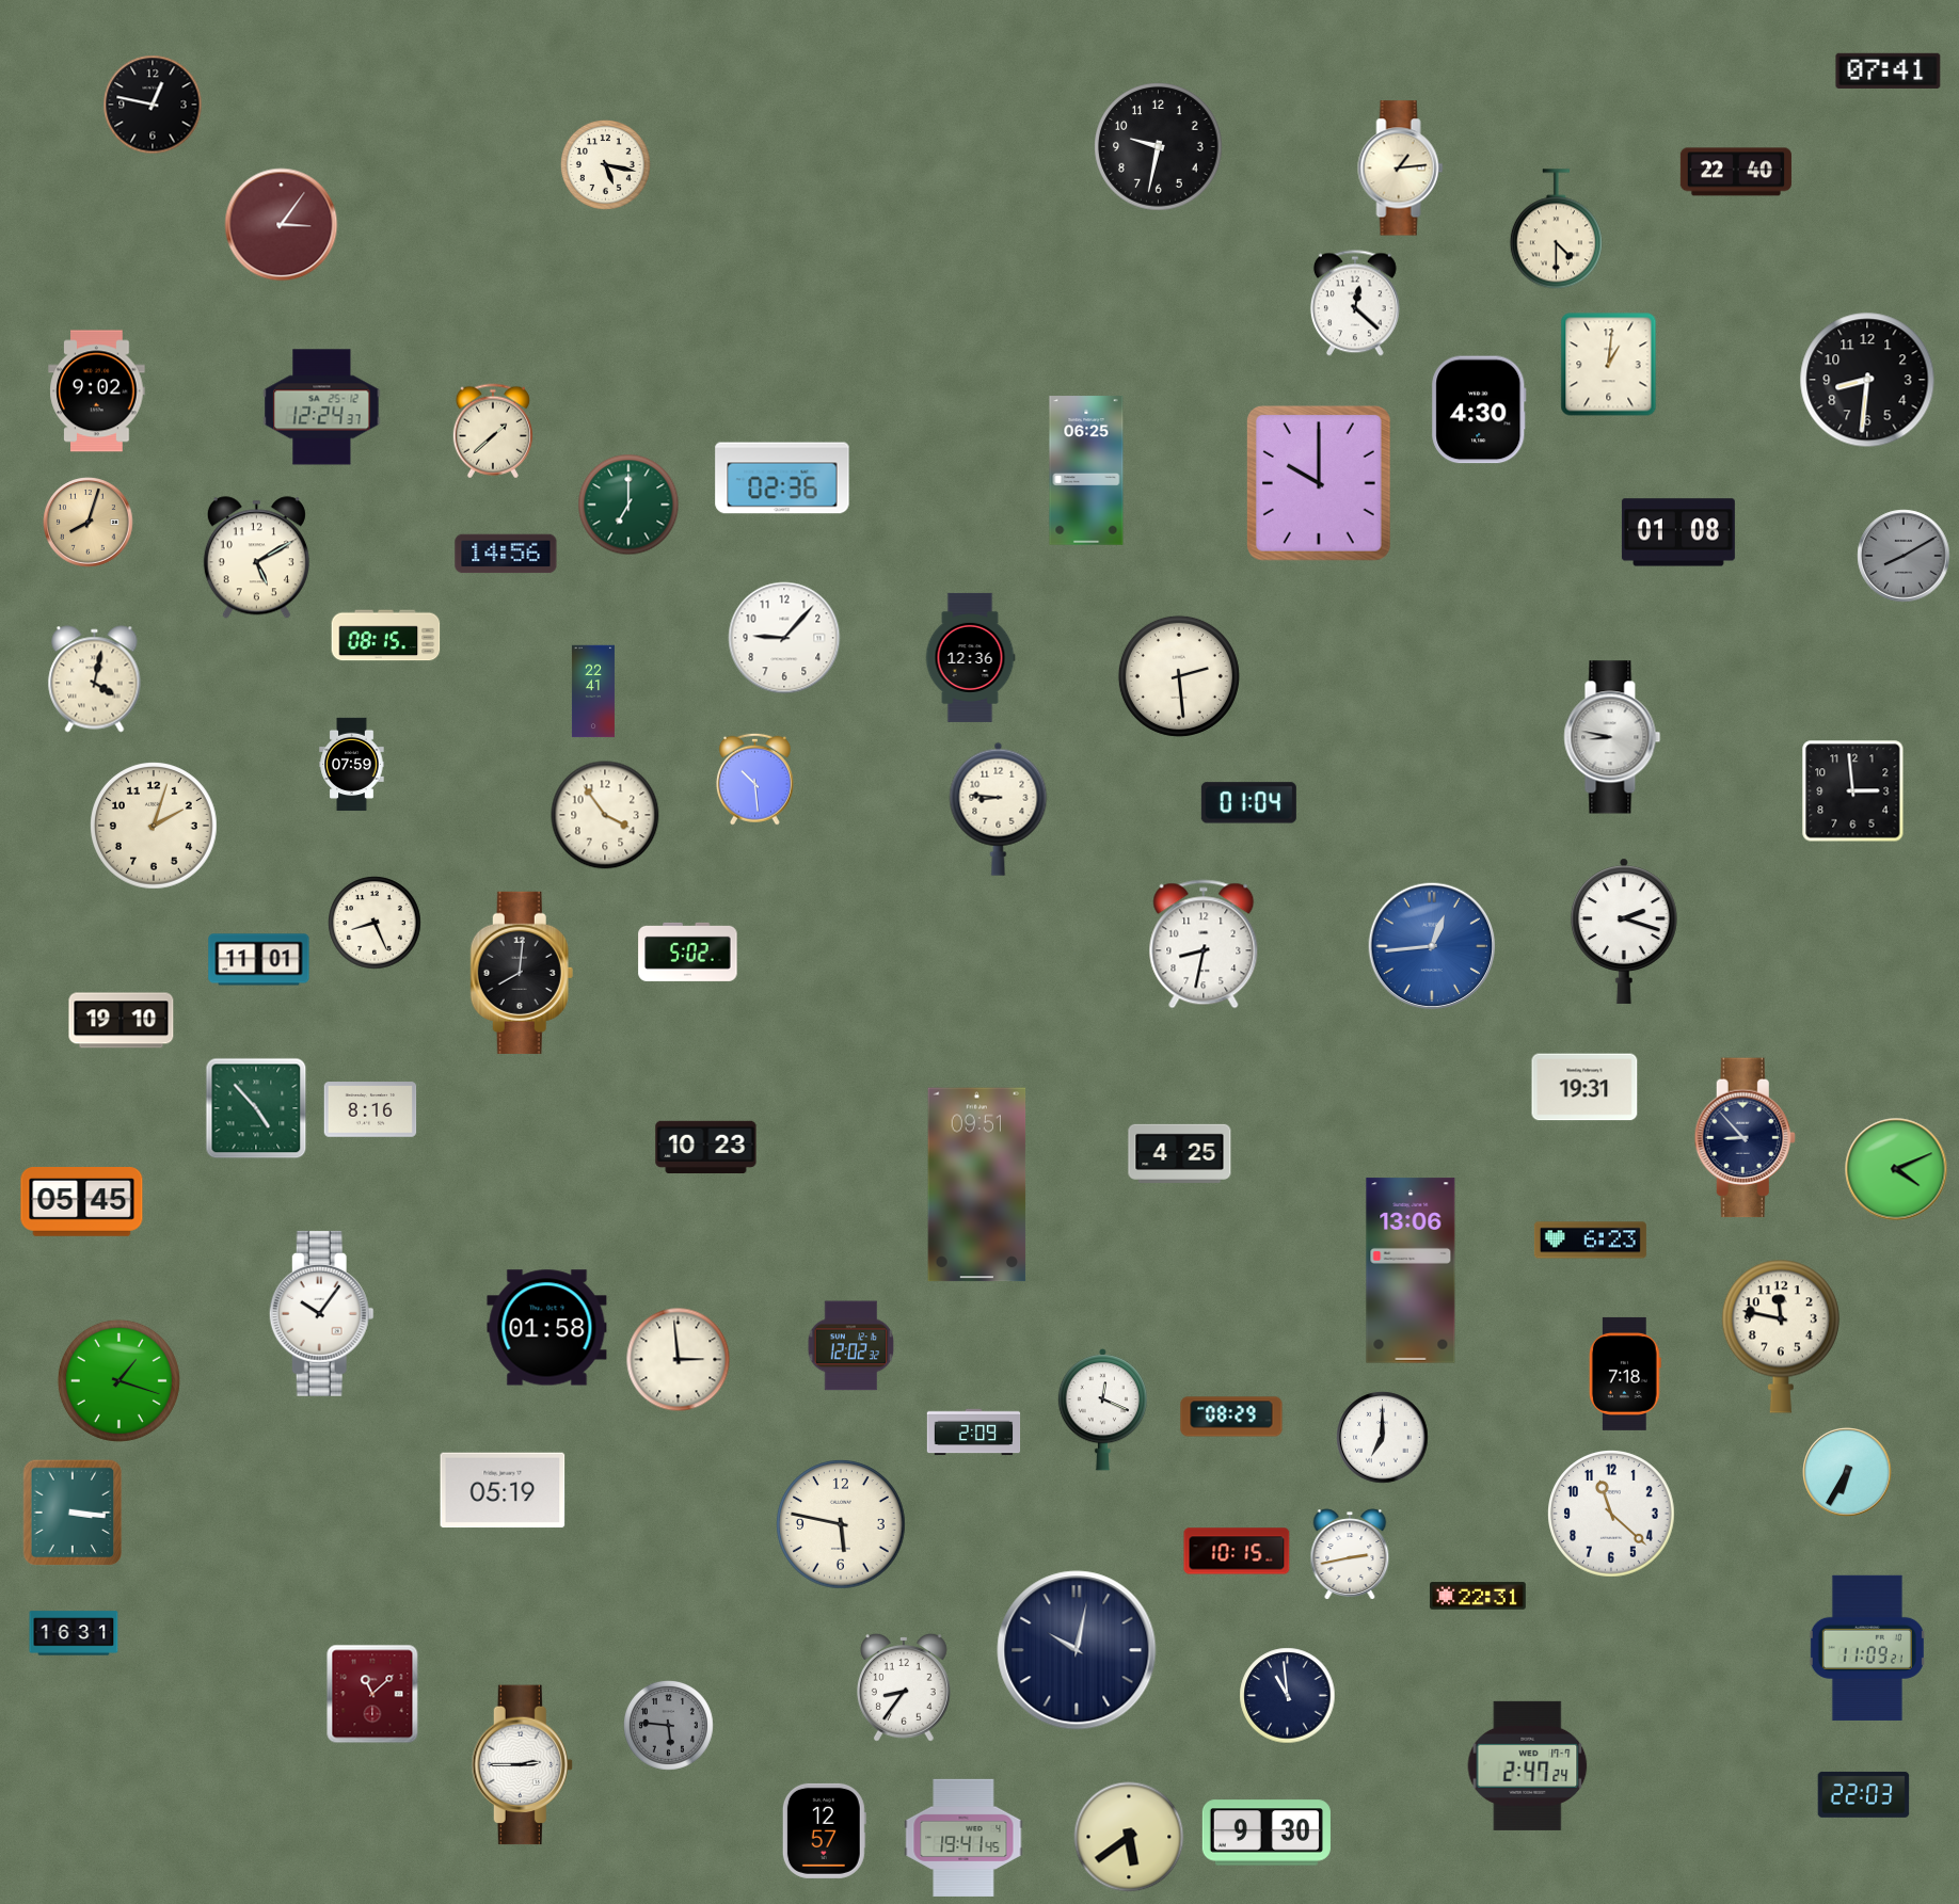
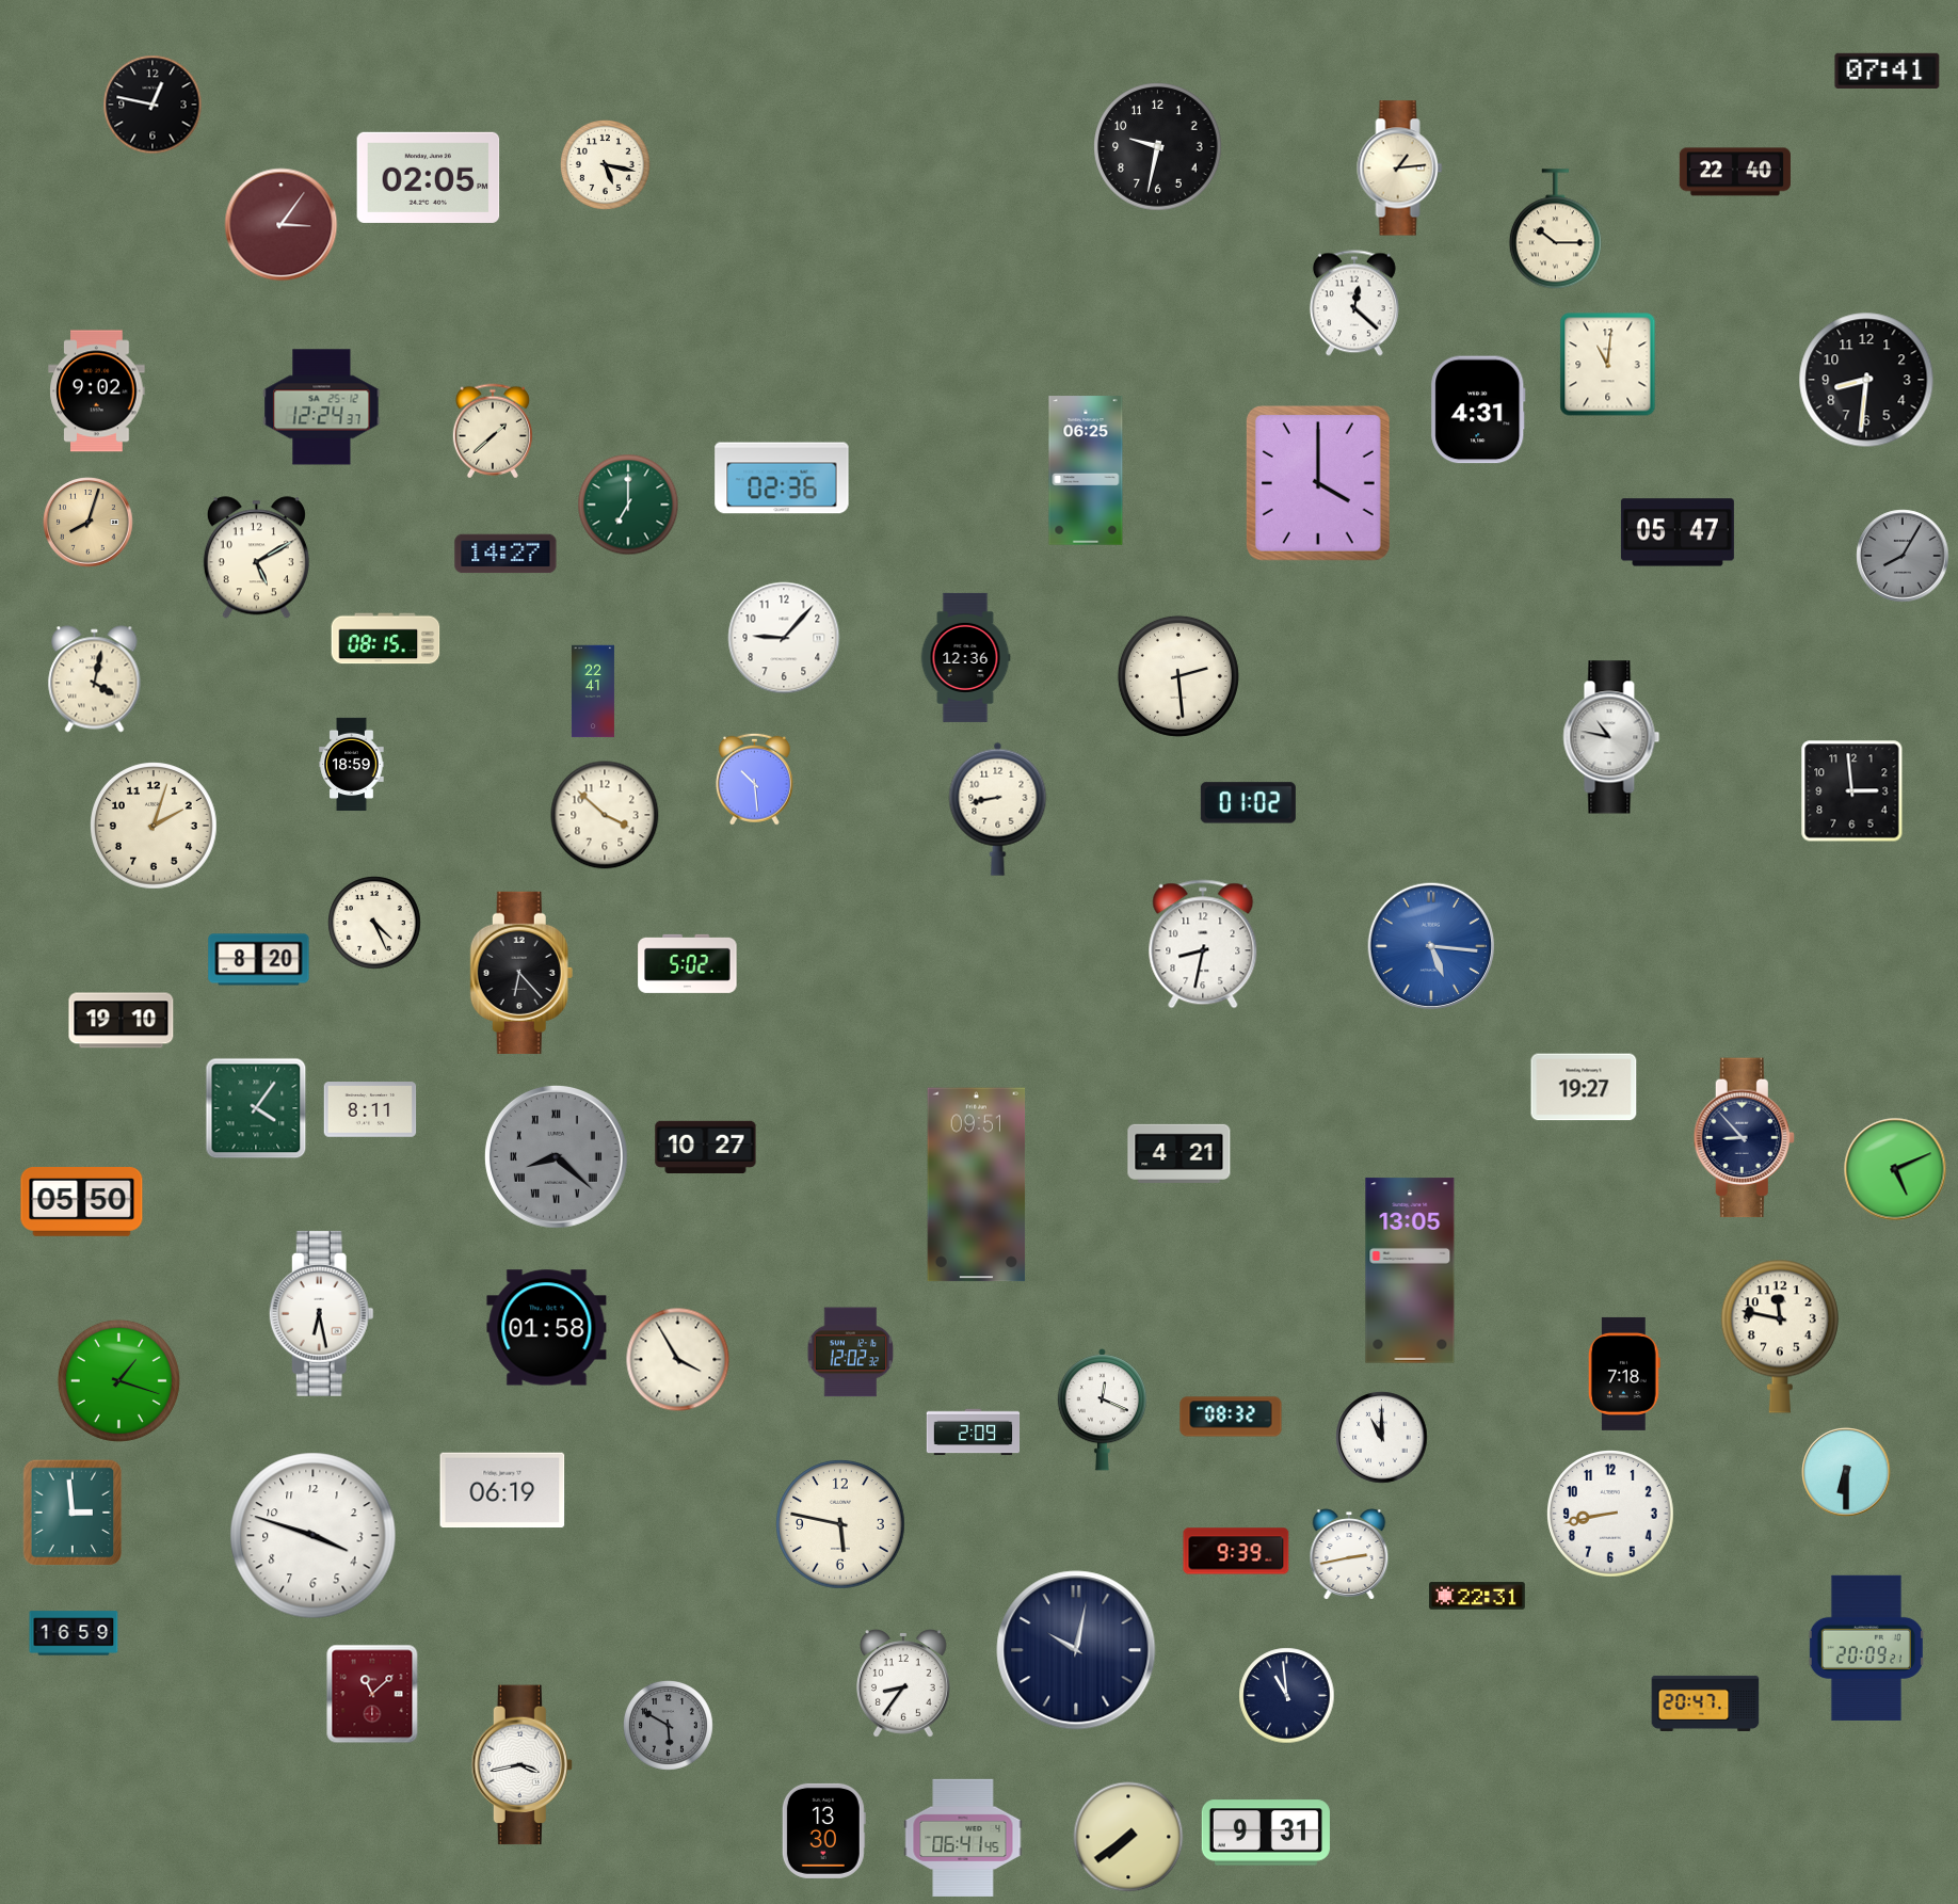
clock at (429, 177): none -> 02:05
clock at (1556, 229): 4:30 -> 10:15
clock at (1609, 365): 1:01 -> 11:01
clock at (1479, 410): 4:30 -> 4:31
clock at (1319, 483): 10:00 -> 4:00
clock at (1678, 532): 01:08 -> 05:47
clock at (506, 554): 14:56 -> 14:27
clock at (1904, 556): 8:10 -> 8:05
clock at (386, 636) position: (386, 636) -> (386, 639)
clock at (970, 657) position: (970, 657) -> (965, 657)
clock at (1612, 737): 8:47 -> 10:47
clock at (352, 765): 07:59 -> 18:59
clock at (1248, 803): 01:04 -> 01:02
clock at (999, 809): 8:46 -> 8:43
clock at (605, 815): 3:54 -> 3:52
clock at (375, 923): 8:26 -> 4:26
clock at (1624, 931): 2:18 -> none
clock at (1432, 946): 12:44 -> 5:16
clock at (688, 951) position: (688, 951) -> (688, 963)
clock at (259, 960): 11:01 -> 8:20
clock at (522, 973): 8:01 -> 6:23
clock at (1584, 1087): 19:31 -> 19:27
clock at (256, 1108): 4:53 -> 4:06
clock at (370, 1109): 8:16 -> 8:11
clock at (706, 1147): 10:23 -> 10:27
clock at (1180, 1153): 4:25 -> 4:21
clock at (556, 1156): none -> 8:22
clock at (1896, 1169): 4:11 -> 5:11
clock at (82, 1202): 05:45 -> 05:50
clock at (1590, 1241): 6:23 -> none
clock at (1411, 1270): 13:06 -> 13:05
clock at (321, 1313): 10:06 -> 6:28
clock at (851, 1346) position: (851, 1346) -> (851, 1353)
clock at (679, 1360): 2:59 -> 3:55
clock at (1231, 1417): 08:29 -> 08:32
clock at (1383, 1438): 7:00 -> 11:00
clock at (1847, 1472): 6:35 -> 6:30
clock at (503, 1490): 05:19 -> 06:19
clock at (73, 1513): 3:16 -> 2:59
clock at (1611, 1514): 11:22 -> 8:43
clock at (314, 1536): none -> 3:48
clock at (1237, 1551): 10:15 -> 9:39
clock at (74, 1633): 16:31 -> 16:59
clock at (1867, 1648): 11:09 -> 20:09
clock at (905, 1689) position: (905, 1689) -> (904, 1684)
clock at (1705, 1703): none -> 20:47
clock at (669, 1726): 5:46 -> 5:50
clock at (522, 1765): 2:45 -> 3:43
clock at (1528, 1765): 2:47 -> none
clock at (1864, 1794): 22:03 -> none
clock at (824, 1830): 12:57 -> 13:30
clock at (1267, 1833): 9:30 -> 9:31
clock at (1129, 1837): 5:39 -> 7:39
clock at (963, 1838): 19:41 -> 06:41
